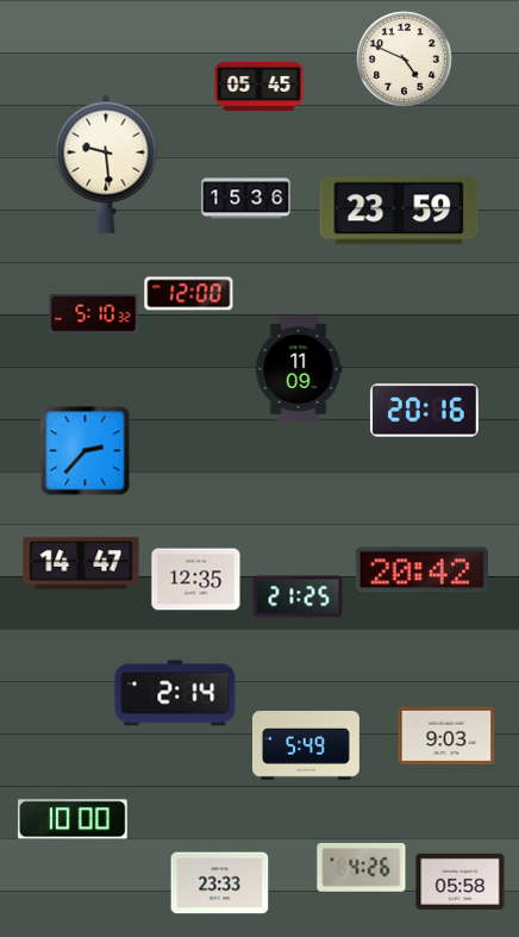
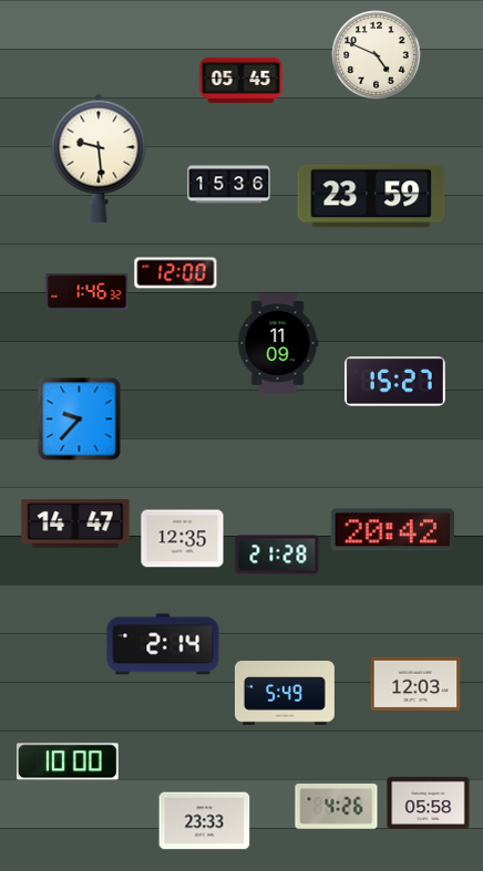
clock at (106, 164) position: (106, 164) -> (99, 158)
clock at (94, 314): 5:10 -> 1:46
clock at (424, 411): 20:16 -> 15:27
clock at (86, 451): 2:37 -> 9:37
clock at (298, 596): 21:25 -> 21:28
clock at (446, 736): 9:03 -> 12:03
clock at (461, 881) position: (461, 881) -> (429, 802)
